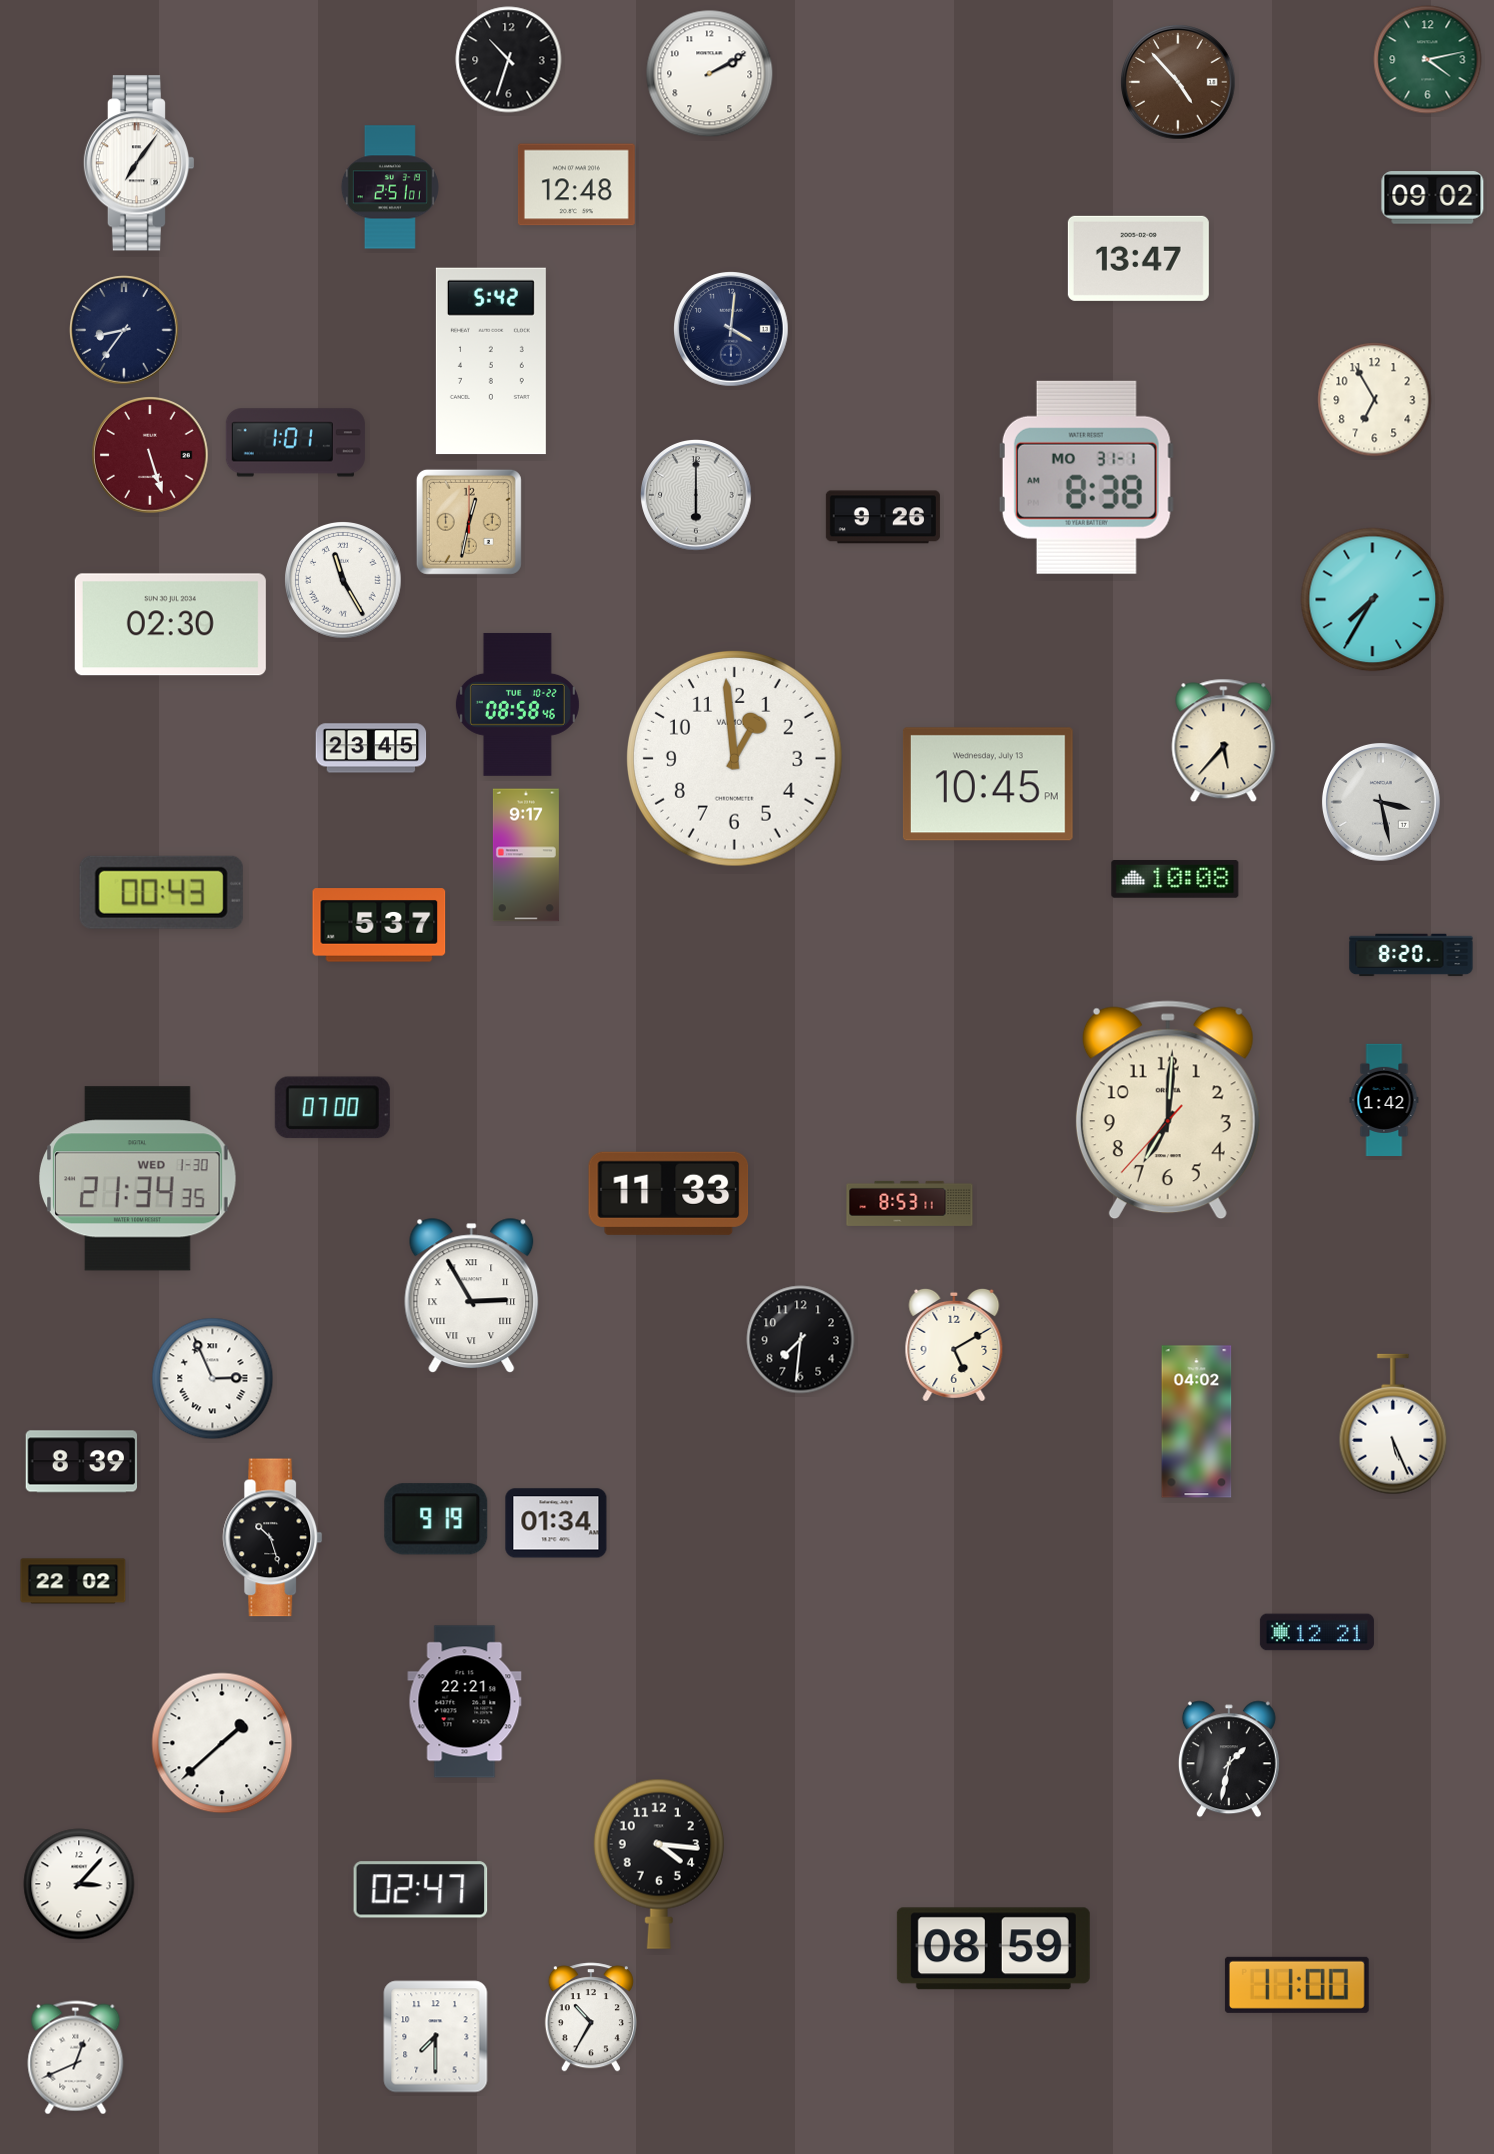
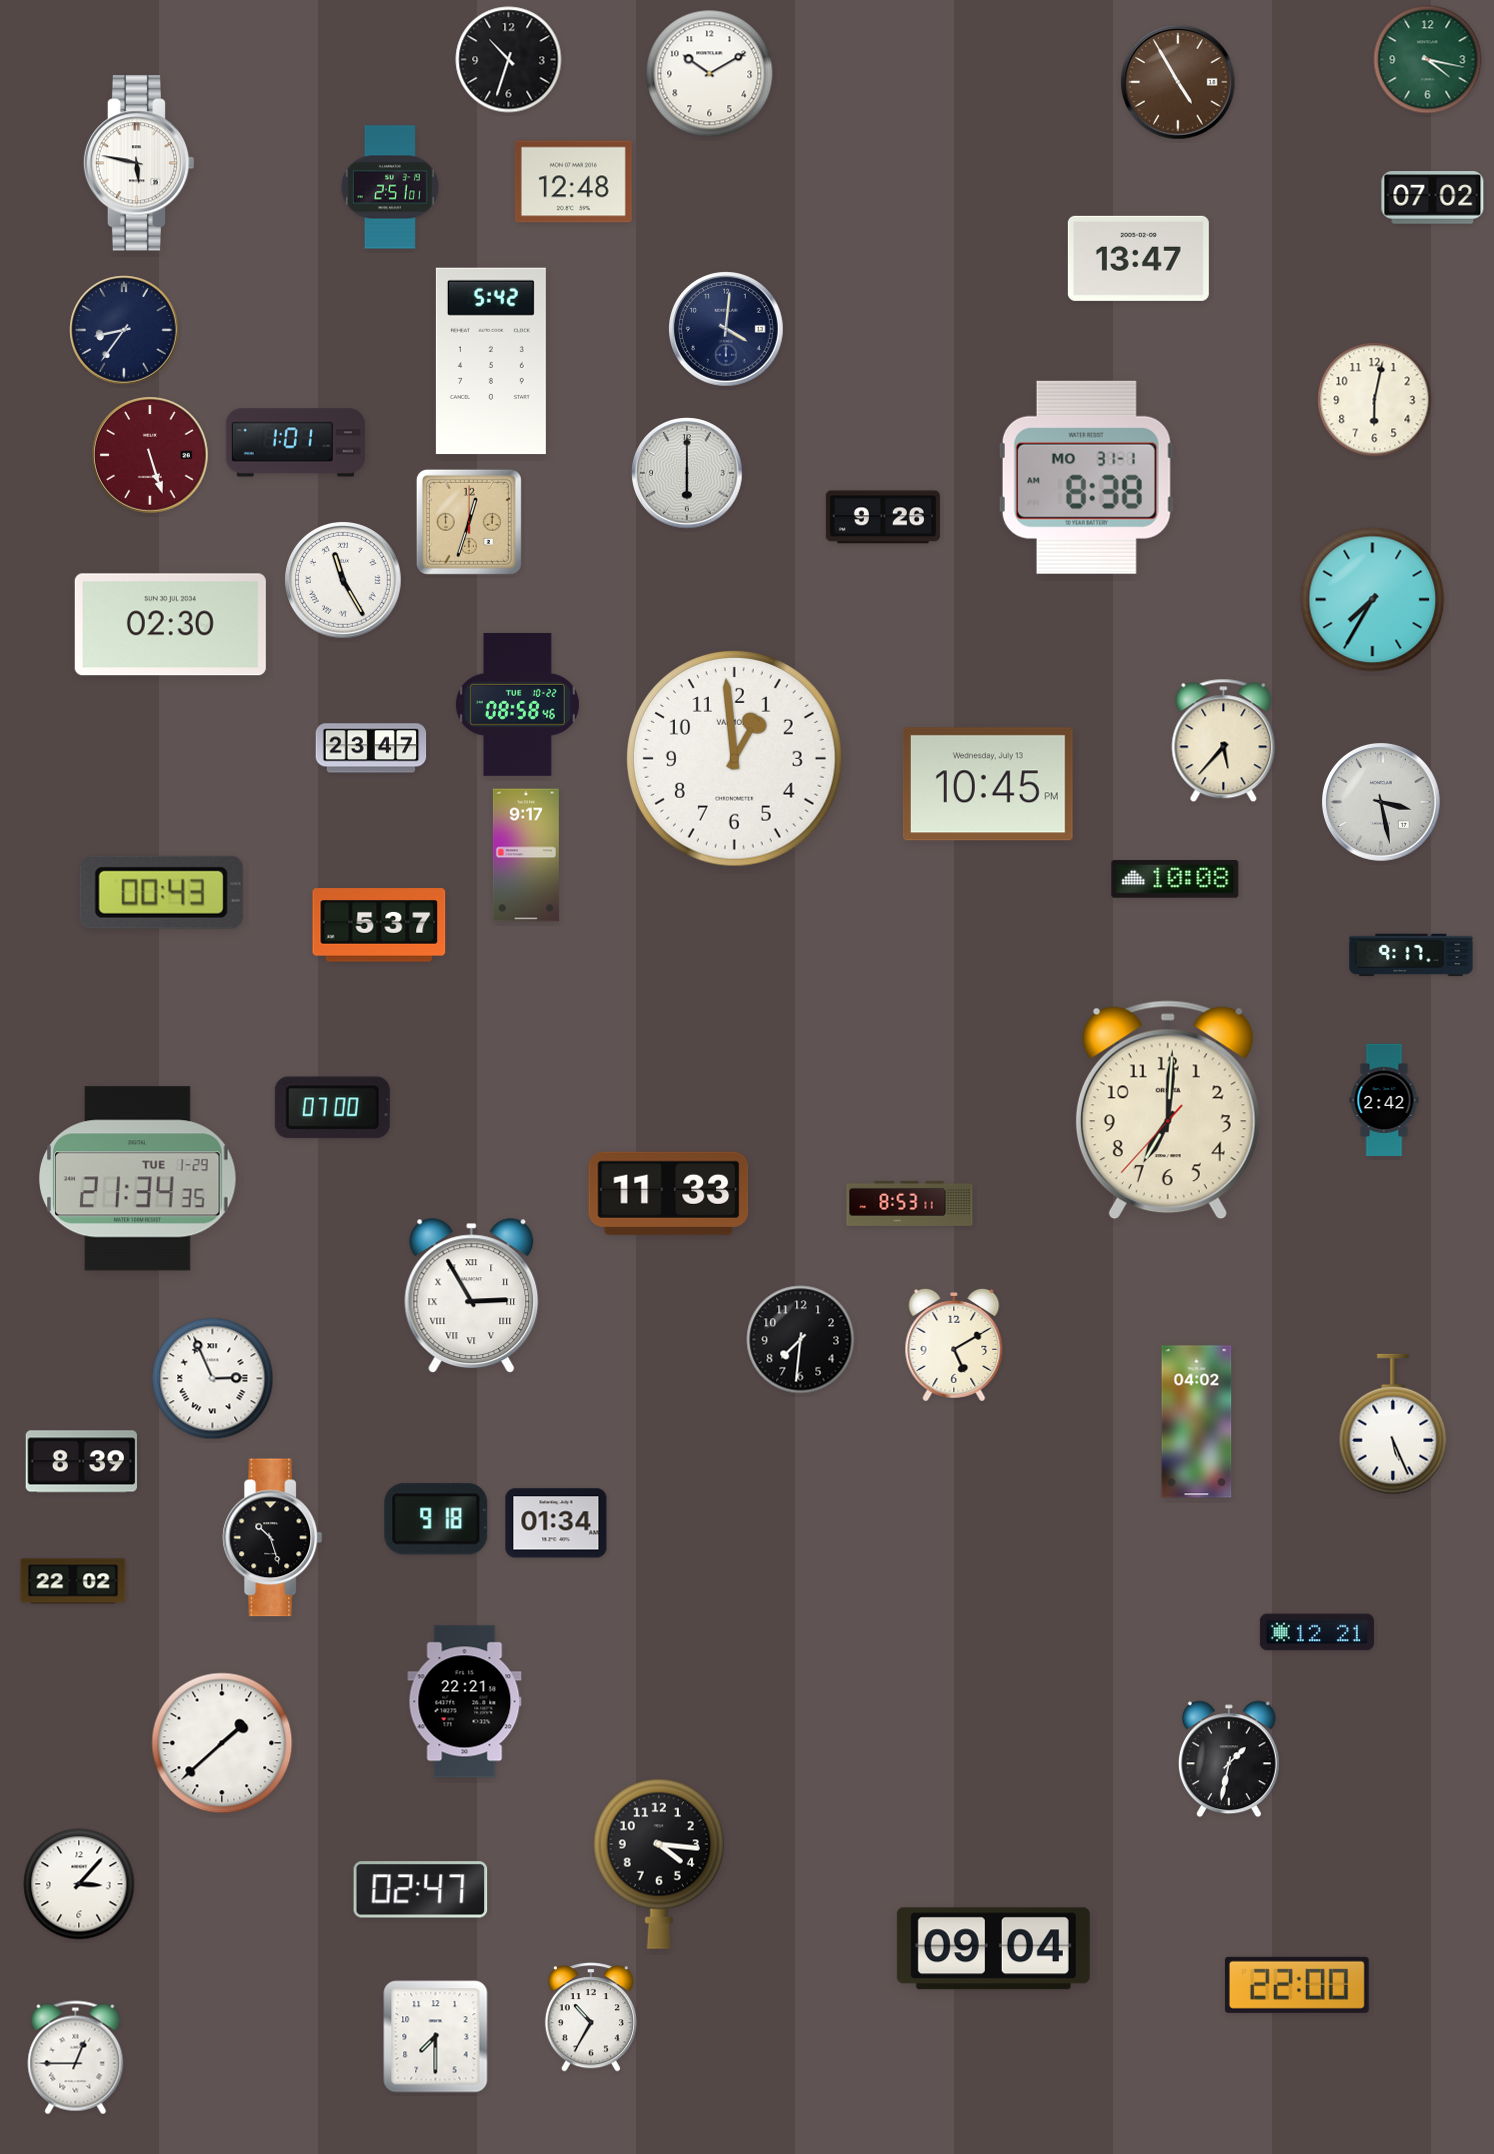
clock at (1428, 60): 4:13 -> 4:17
clock at (710, 74): 2:10 -> 10:10
clock at (1179, 83): 4:53 -> 4:55
clock at (139, 163): 7:06 -> 5:47
clock at (576, 185) position: (576, 185) -> (573, 182)
clock at (1433, 198): 09:02 -> 07:02
clock at (732, 330) position: (732, 330) -> (727, 330)
clock at (1375, 400): 6:55 -> 6:02
clock at (696, 495) position: (696, 495) -> (687, 473)
clock at (469, 522): 12:32 -> 12:33
clock at (371, 748): 23:45 -> 23:47
clock at (1411, 955): 8:20 -> 9:17
clock at (1384, 1100): 1:42 -> 2:42
clock at (138, 1179) date: WED 1-30 -> TUE 1-29
clock at (436, 1519): 9:19 -> 9:18
clock at (993, 1949): 08:59 -> 09:04
clock at (1297, 1985): 11:00 -> 22:00
clock at (76, 2058): 12:41 -> 12:45
